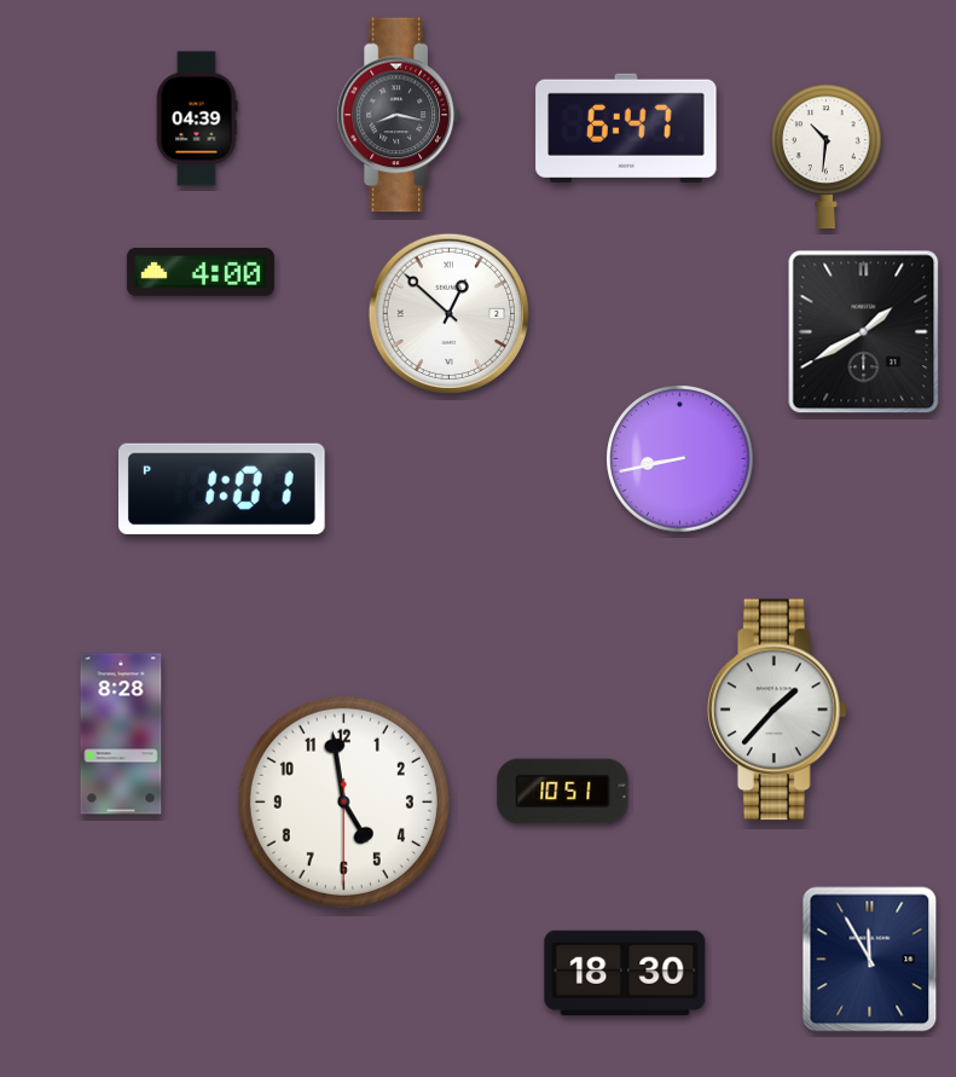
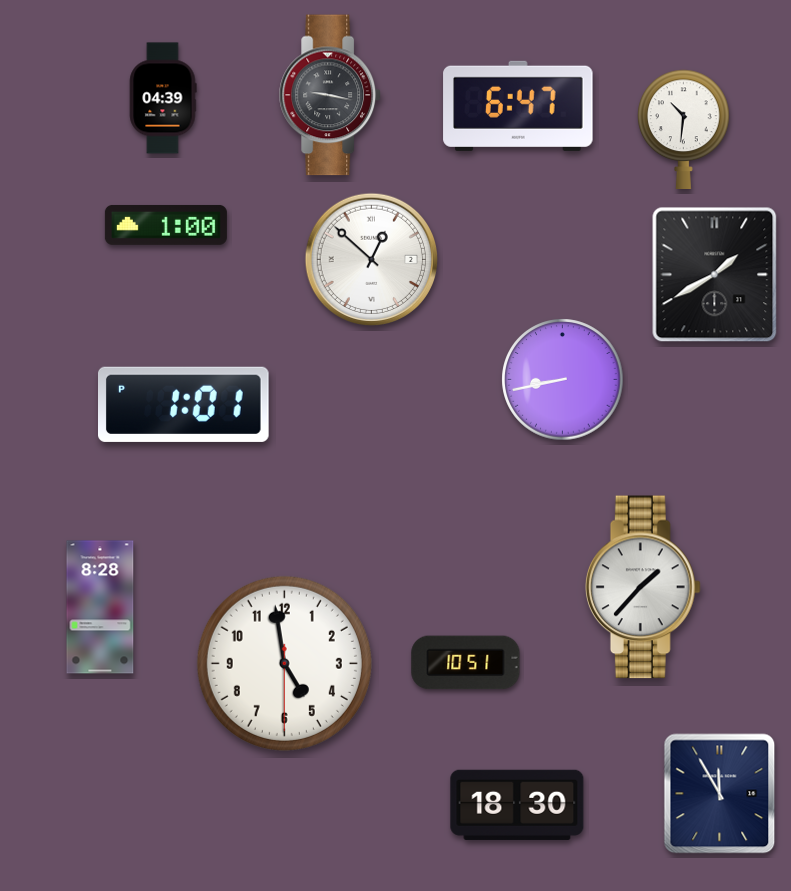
clock at (399, 115): 8:17 -> 9:17
clock at (201, 272): 4:00 -> 1:00
clock at (563, 792) position: (563, 792) -> (466, 663)
